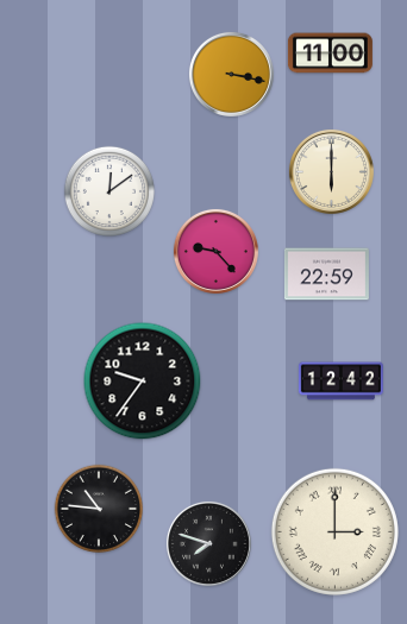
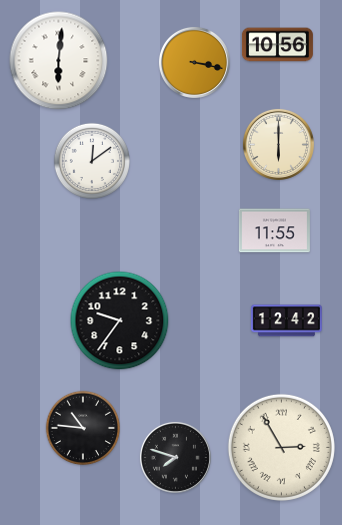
clock at (330, 53): 11:00 -> 10:56
clock at (59, 61): none -> 6:01
clock at (215, 251): 9:23 -> none
clock at (326, 275): 22:59 -> 11:55
clock at (334, 531): 3:00 -> 2:55
